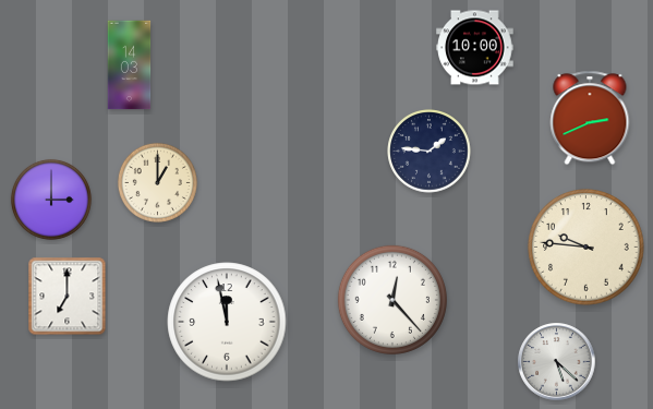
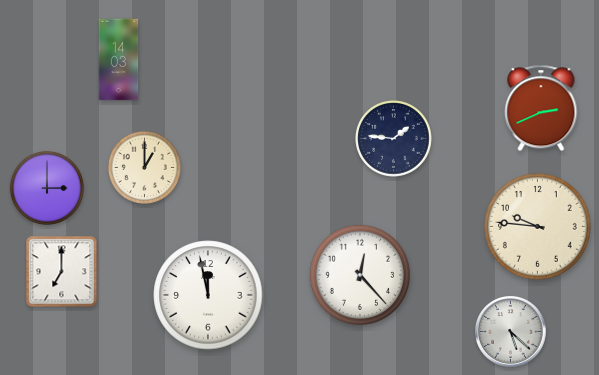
clock at (475, 48): 10:00 -> none
clock at (51, 200) position: (51, 200) -> (47, 188)
